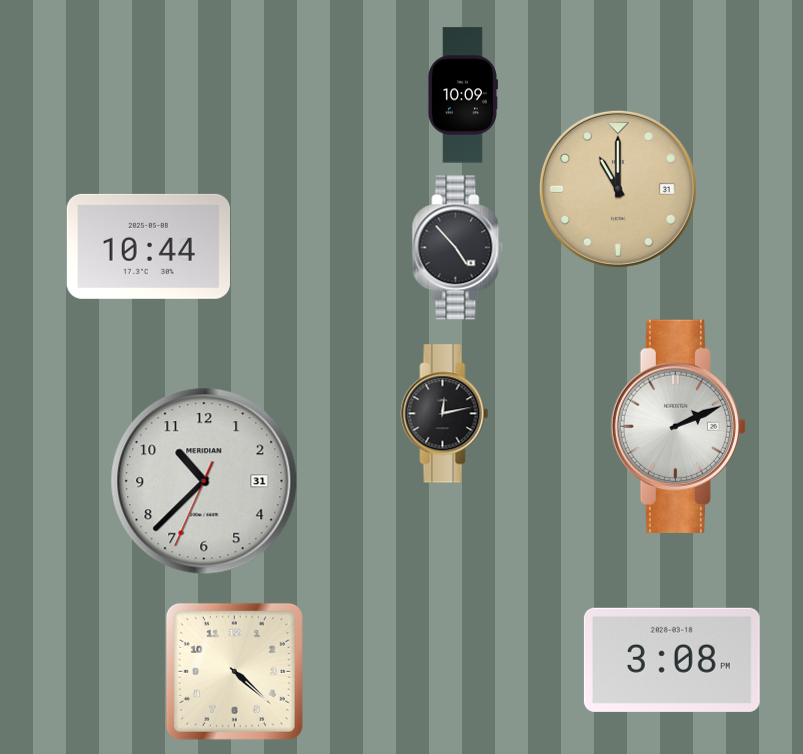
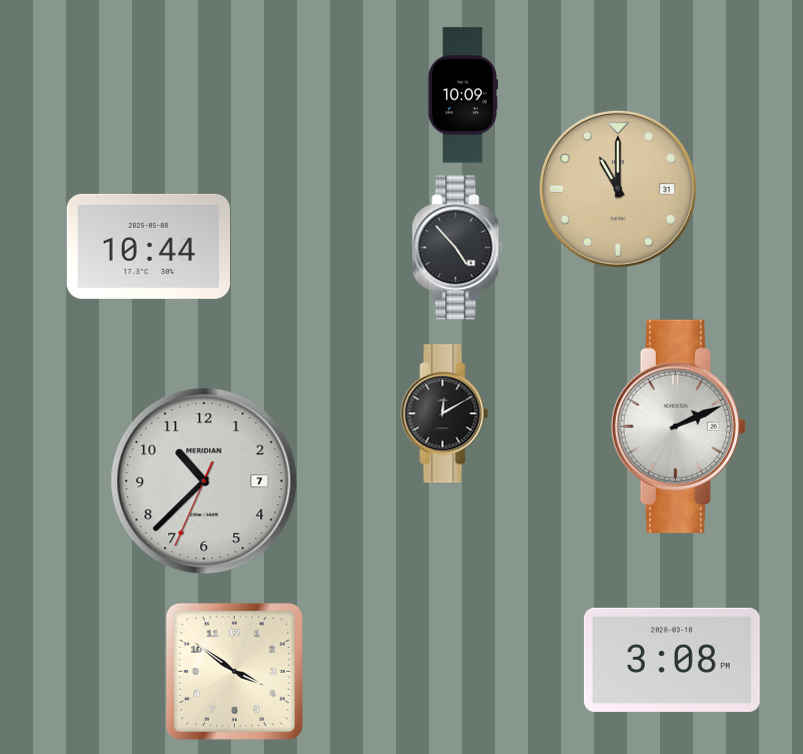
clock at (445, 414): 12:13 -> 12:10
clock at (204, 481) date: 31 -> 7
clock at (234, 671): 4:22 -> 3:51
